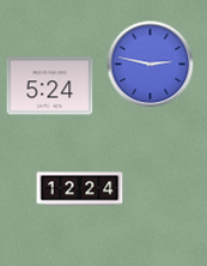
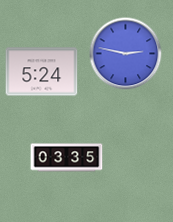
clock at (80, 189): 12:24 -> 03:35
